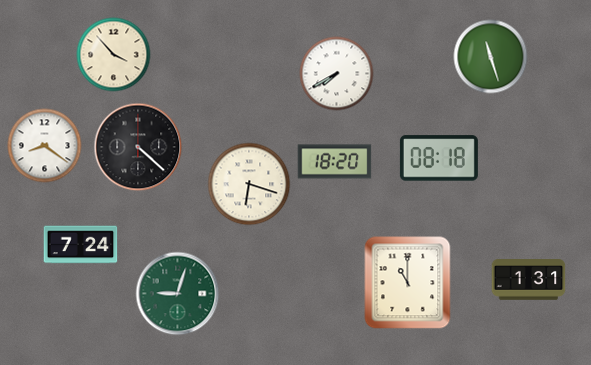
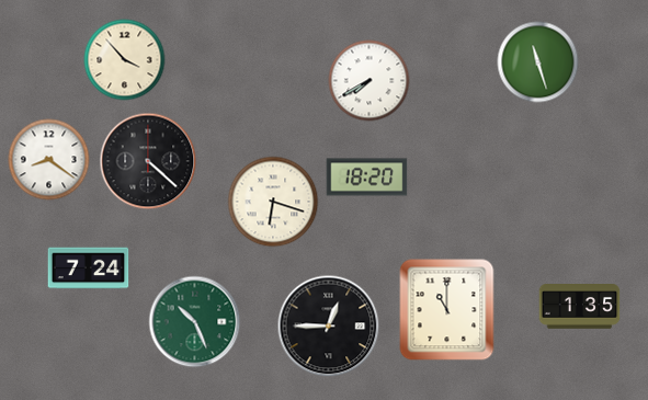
clock at (138, 147) position: (138, 147) -> (148, 161)
clock at (439, 158): 08:18 -> none
clock at (529, 280): 1:31 -> 1:35
clock at (178, 294): 9:03 -> 10:26
clock at (329, 327): none -> 12:45
